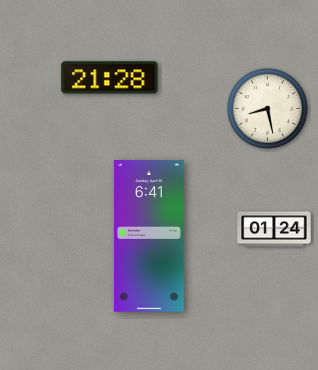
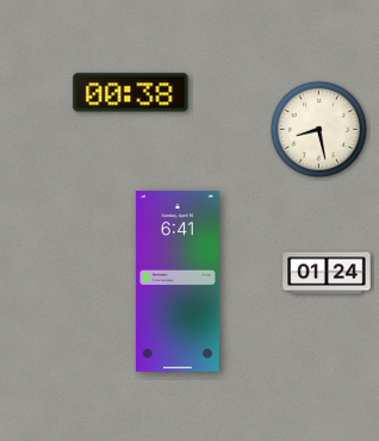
clock at (110, 78): 21:28 -> 00:38
